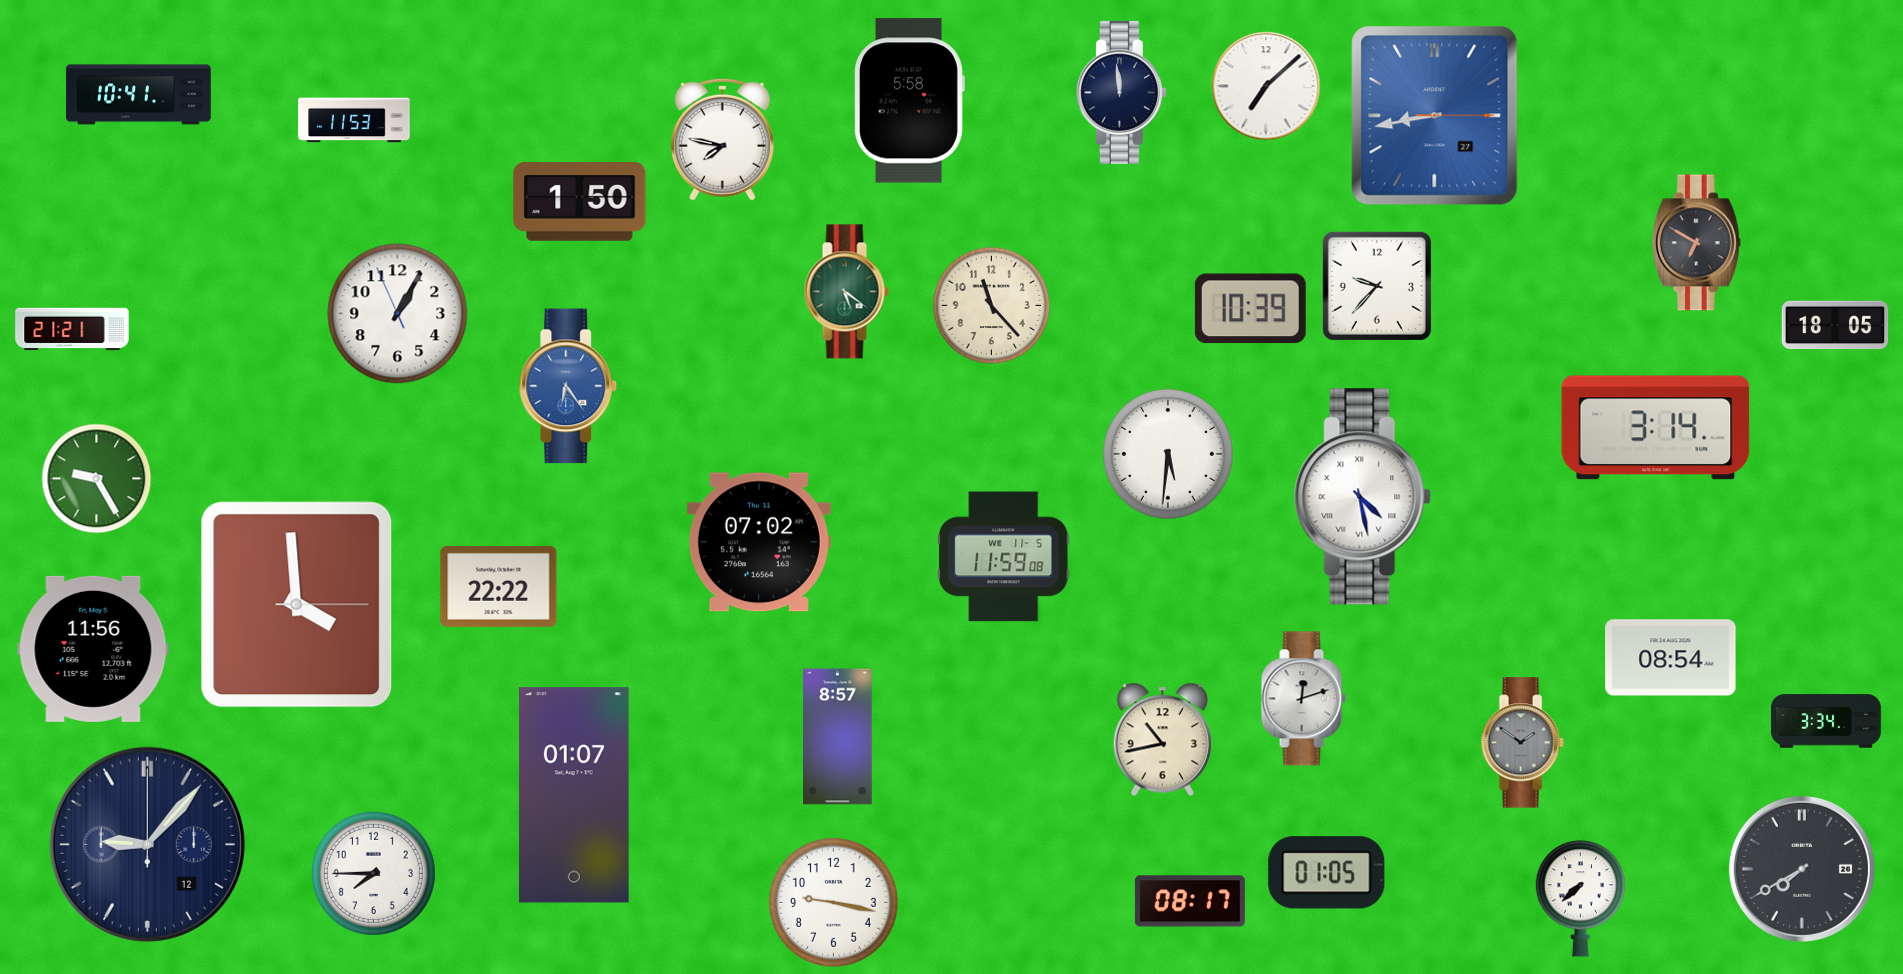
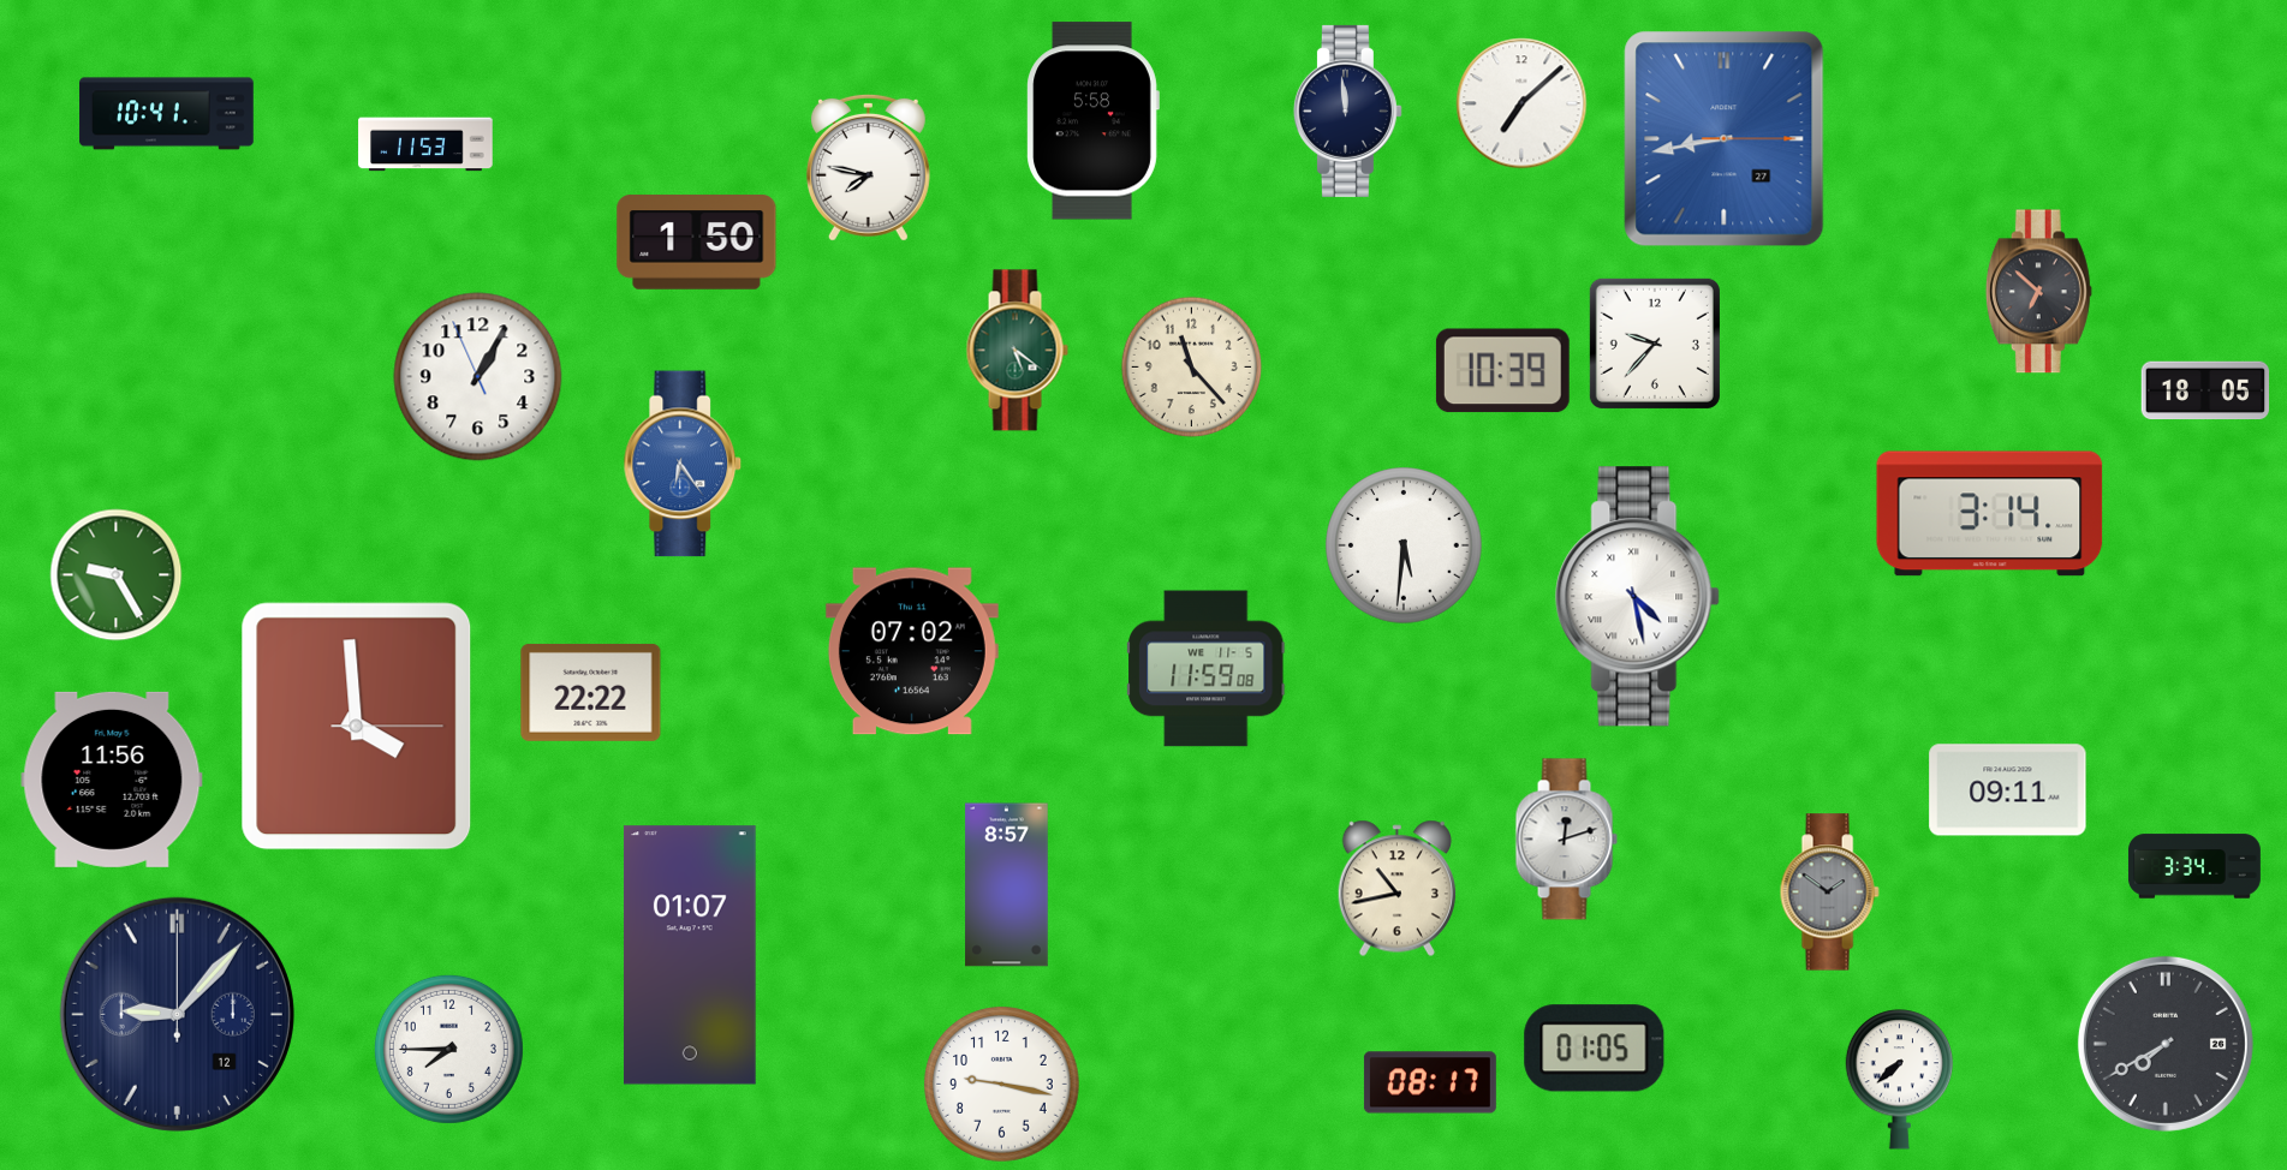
clock at (1696, 243): 6:50 -> 6:52
clock at (72, 329): 21:21 -> none
clock at (499, 586) position: (499, 586) -> (591, 692)
clock at (1671, 658): 08:54 -> 09:11
